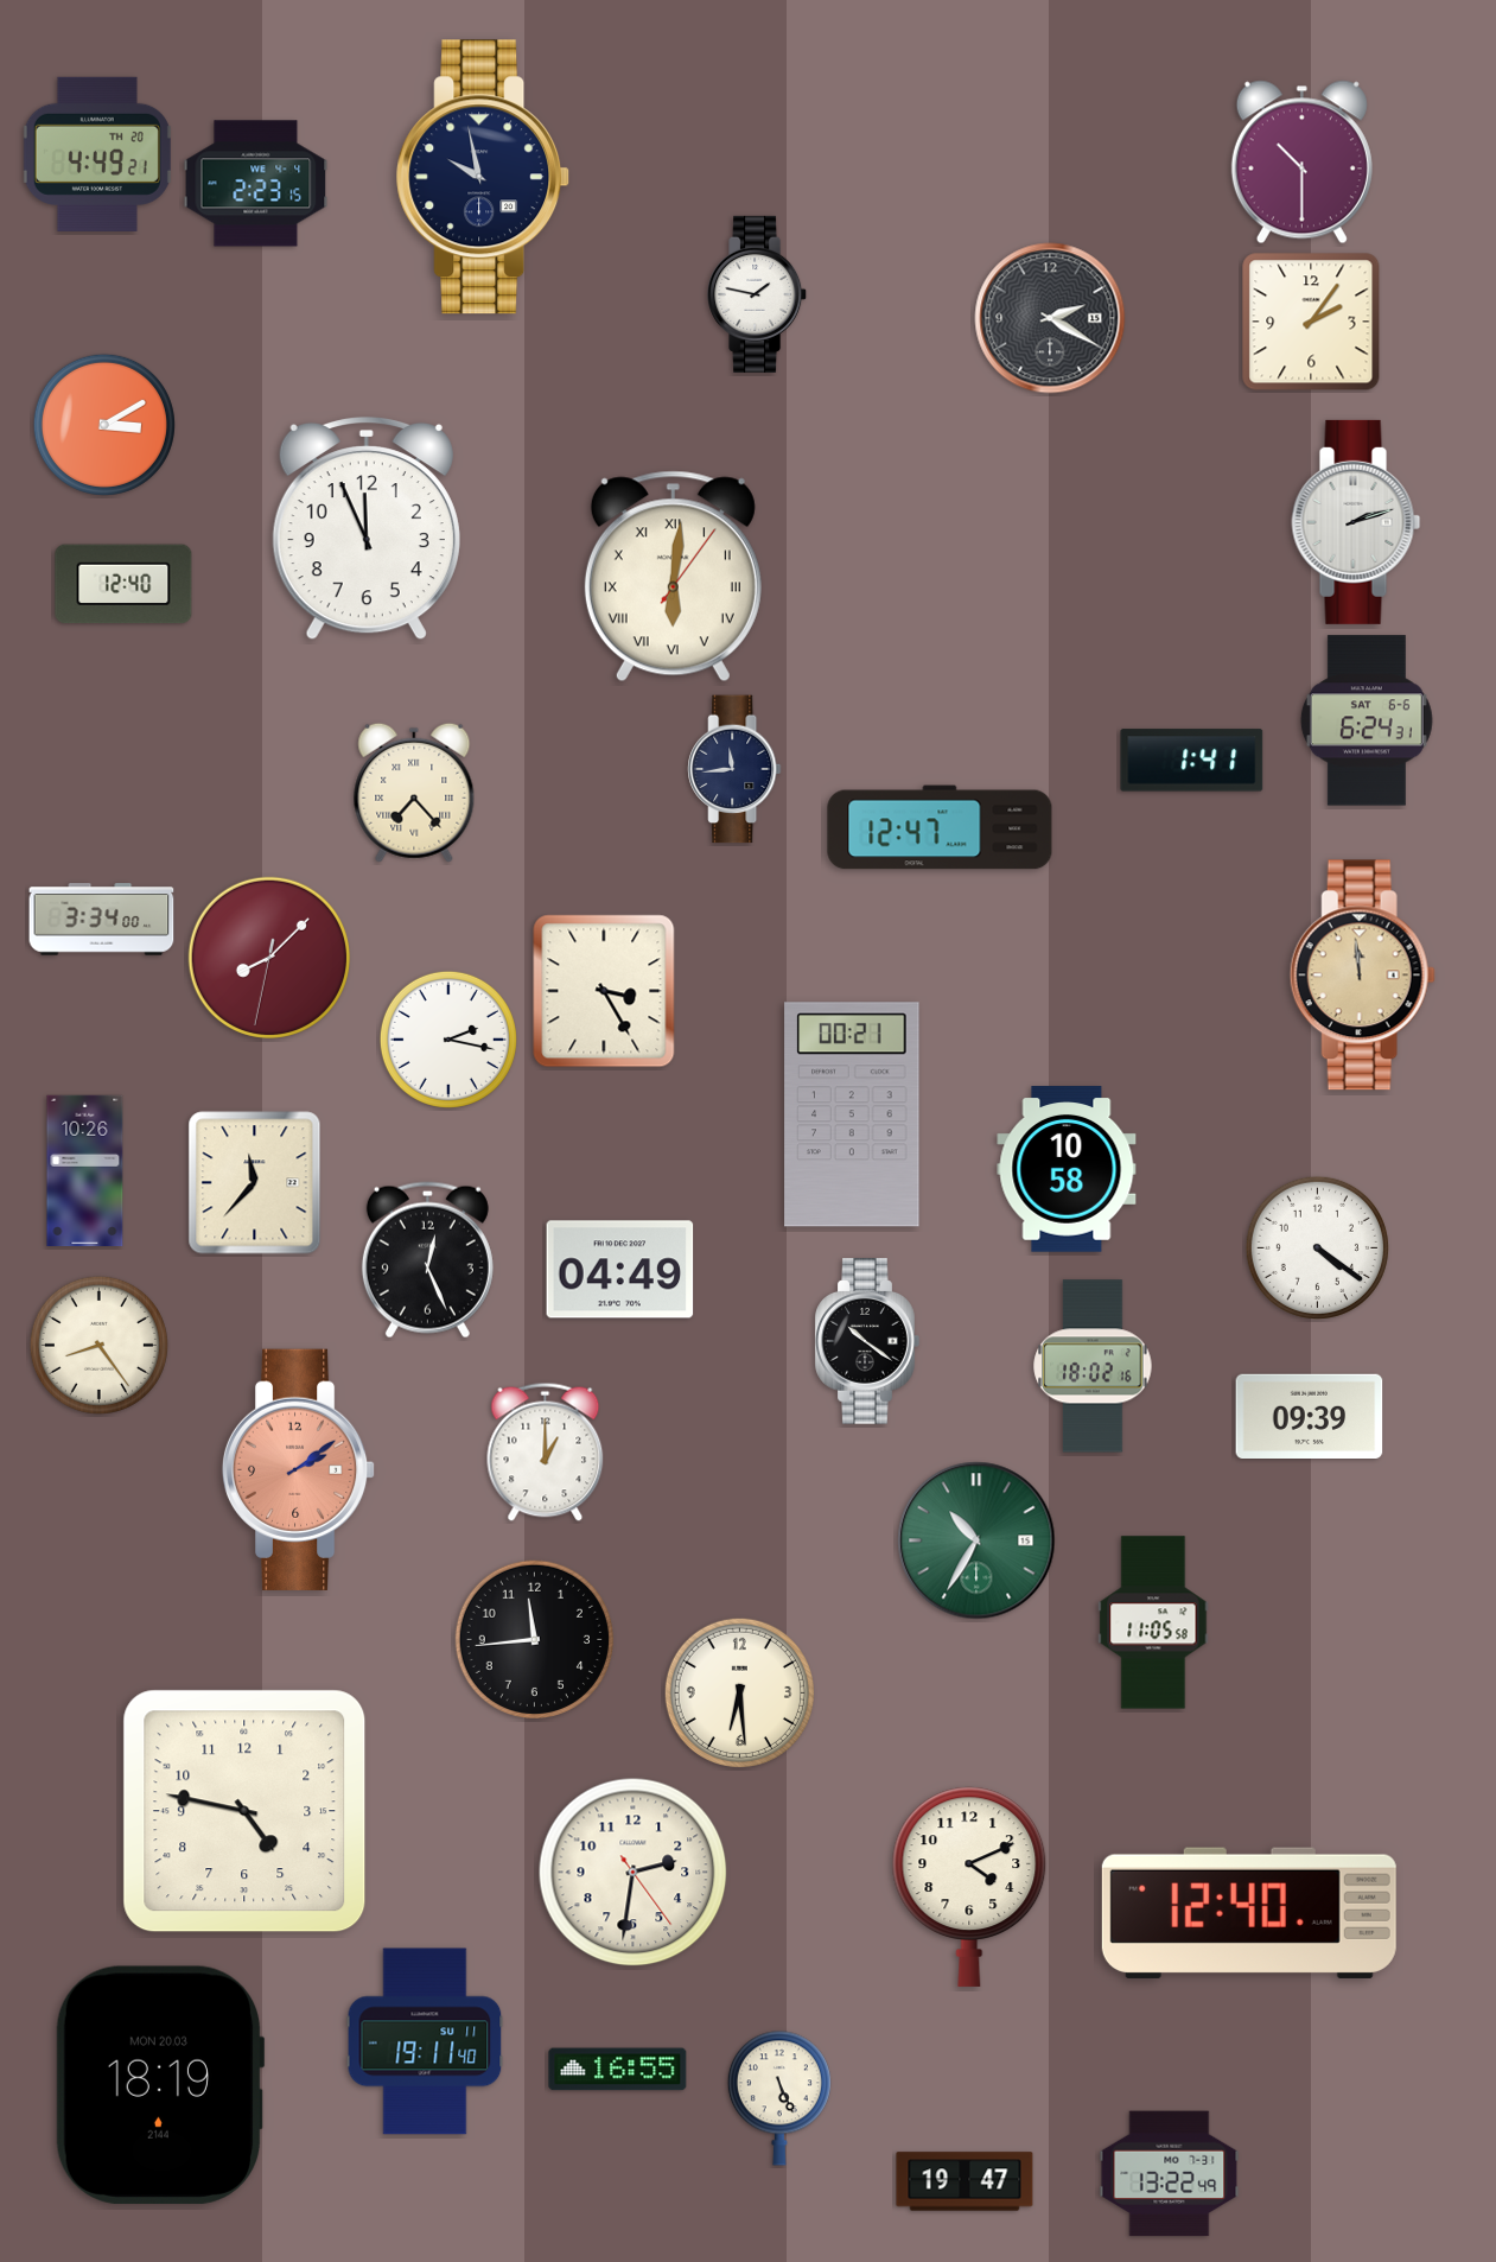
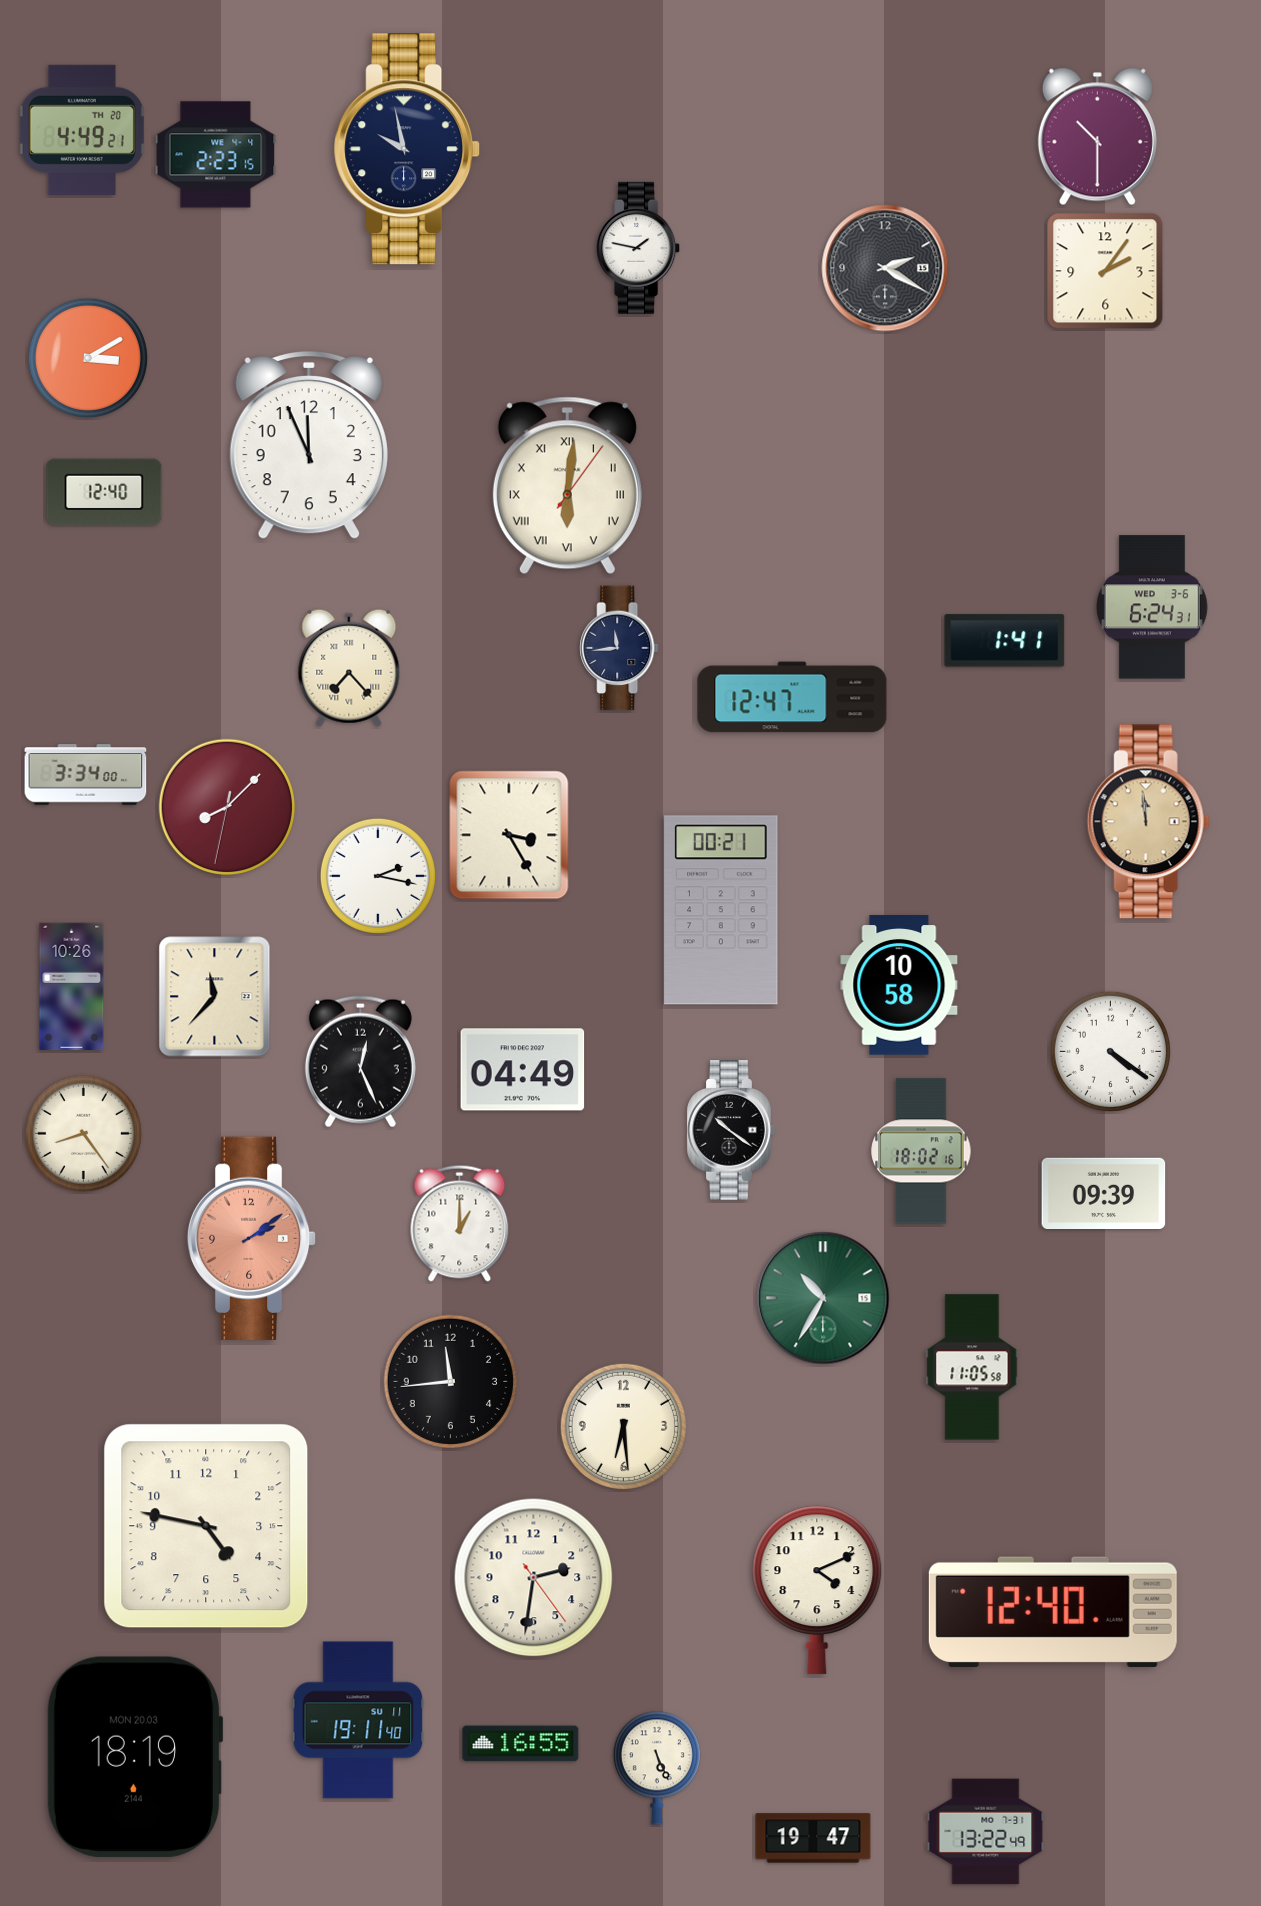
clock at (1356, 522): 2:12 -> none
clock at (1367, 720) date: SAT 6-6 -> WED 3-6
clock at (852, 1114) position: (852, 1114) -> (721, 910)
